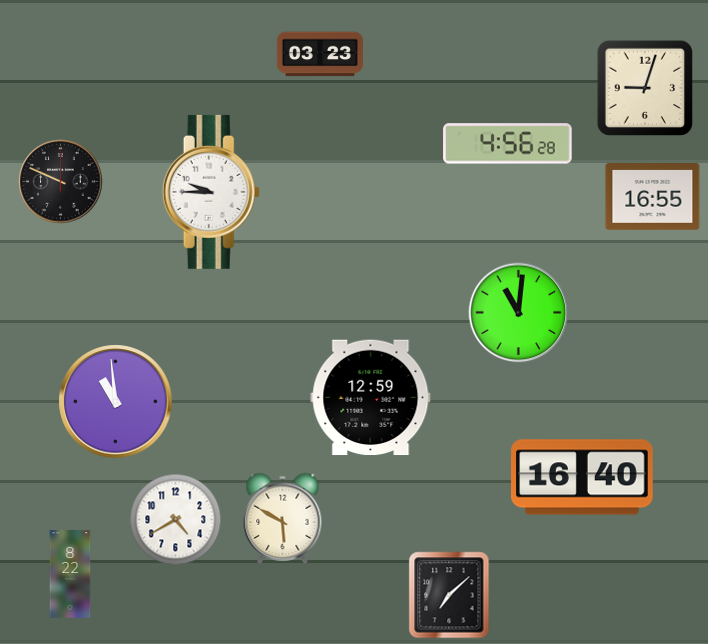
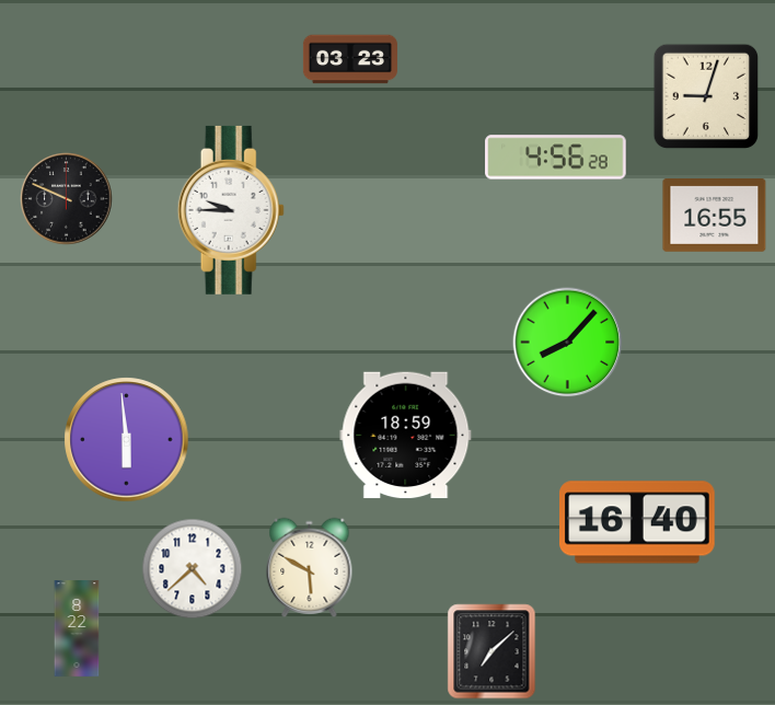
clock at (519, 313): 11:01 -> 8:07
clock at (371, 398): 12:59 -> 18:59
clock at (116, 402): 10:59 -> 5:59
clock at (176, 520): 4:40 -> 4:38
